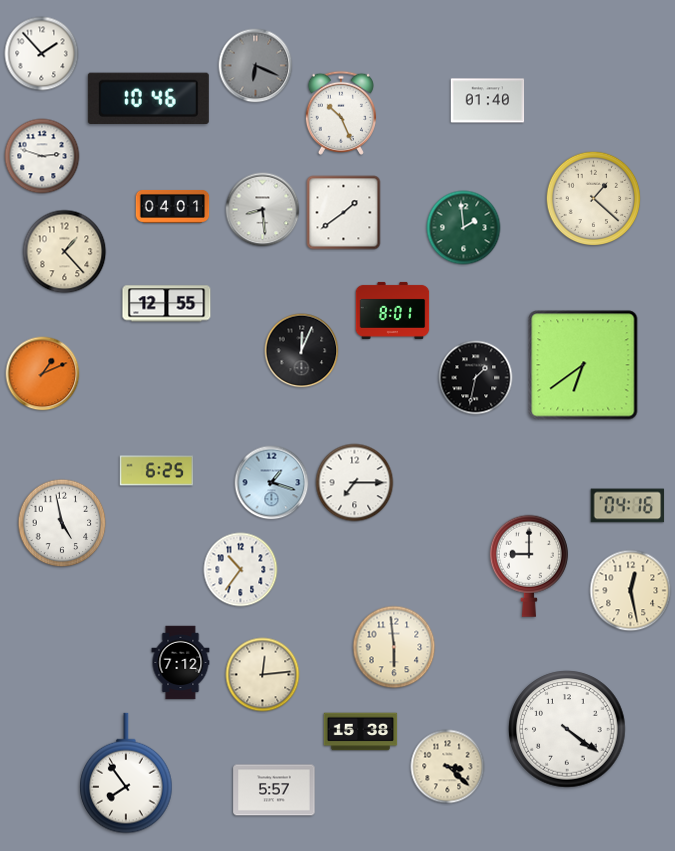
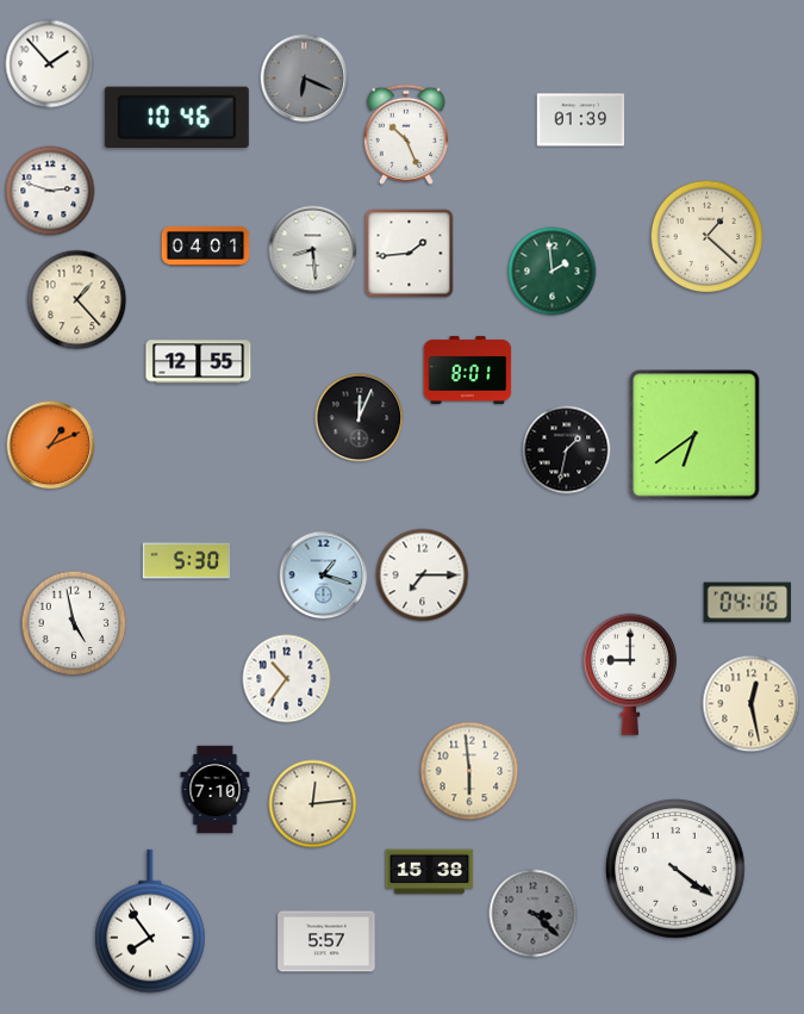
clock at (488, 101): 01:40 -> 01:39
clock at (42, 156) position: (42, 156) -> (50, 191)
clock at (344, 213): 1:39 -> 1:44
clock at (157, 471): 6:25 -> 5:30
clock at (181, 663): 7:12 -> 7:10
clock at (448, 767) dial: cream -> grey
